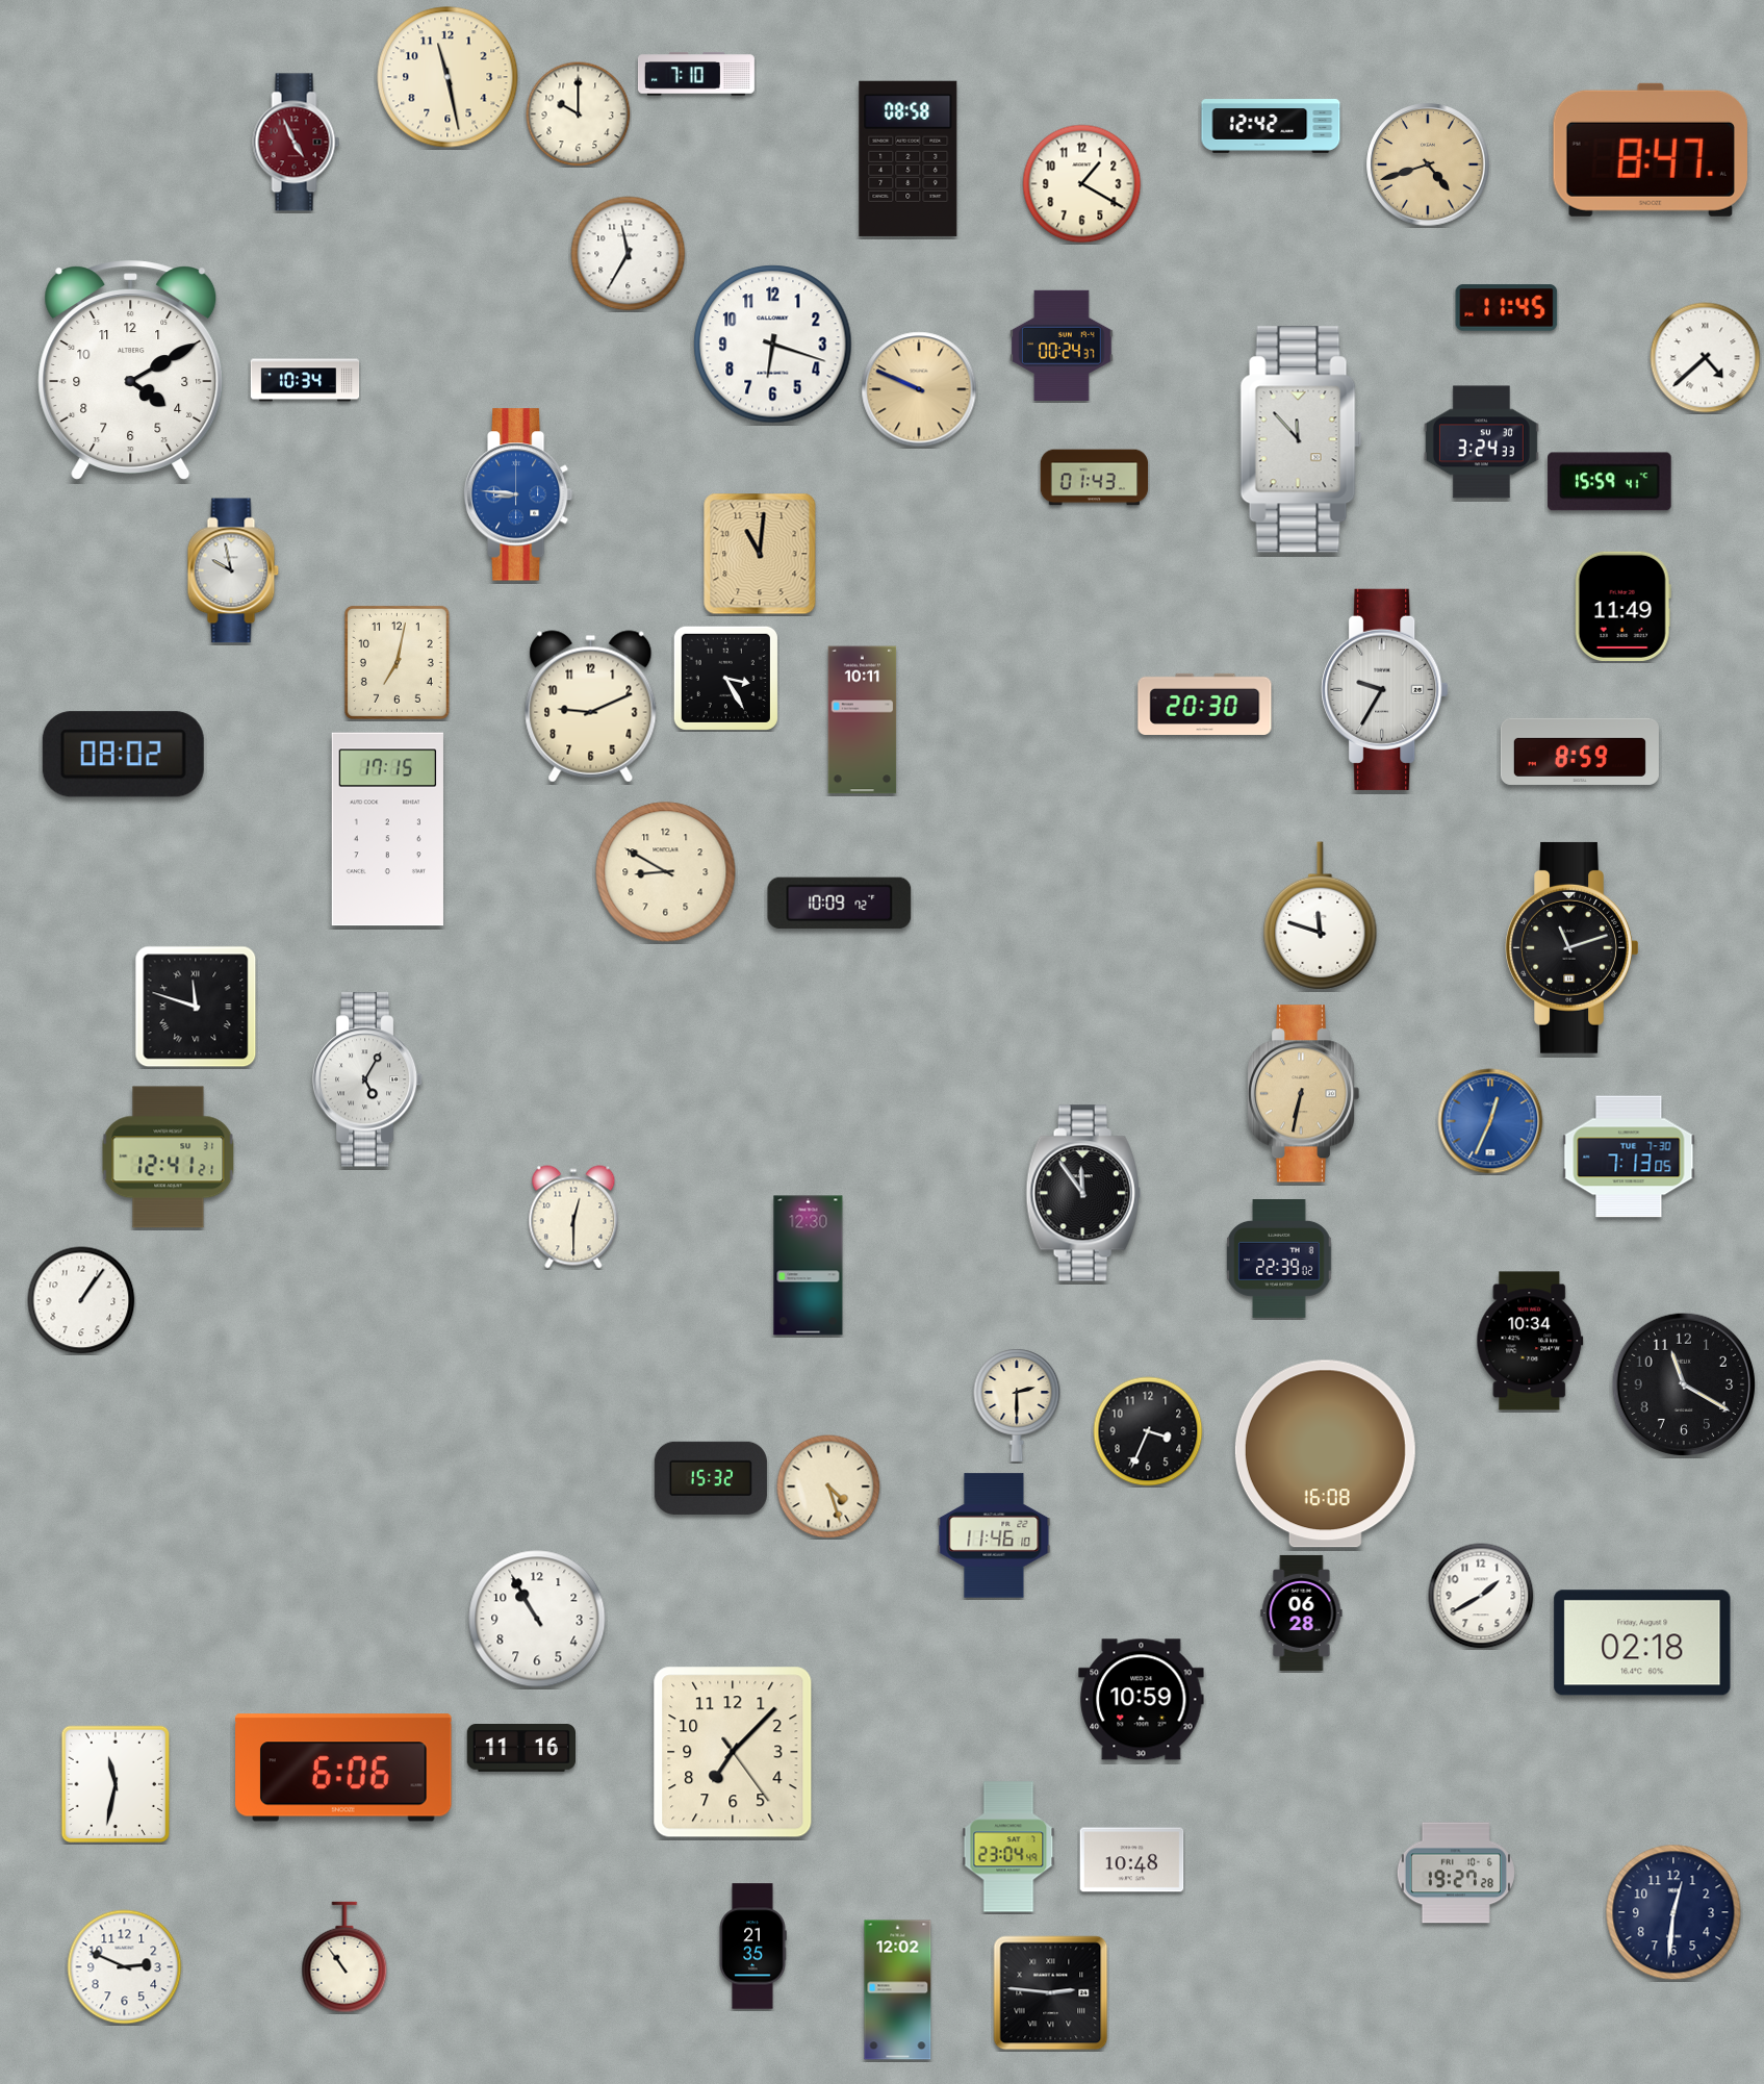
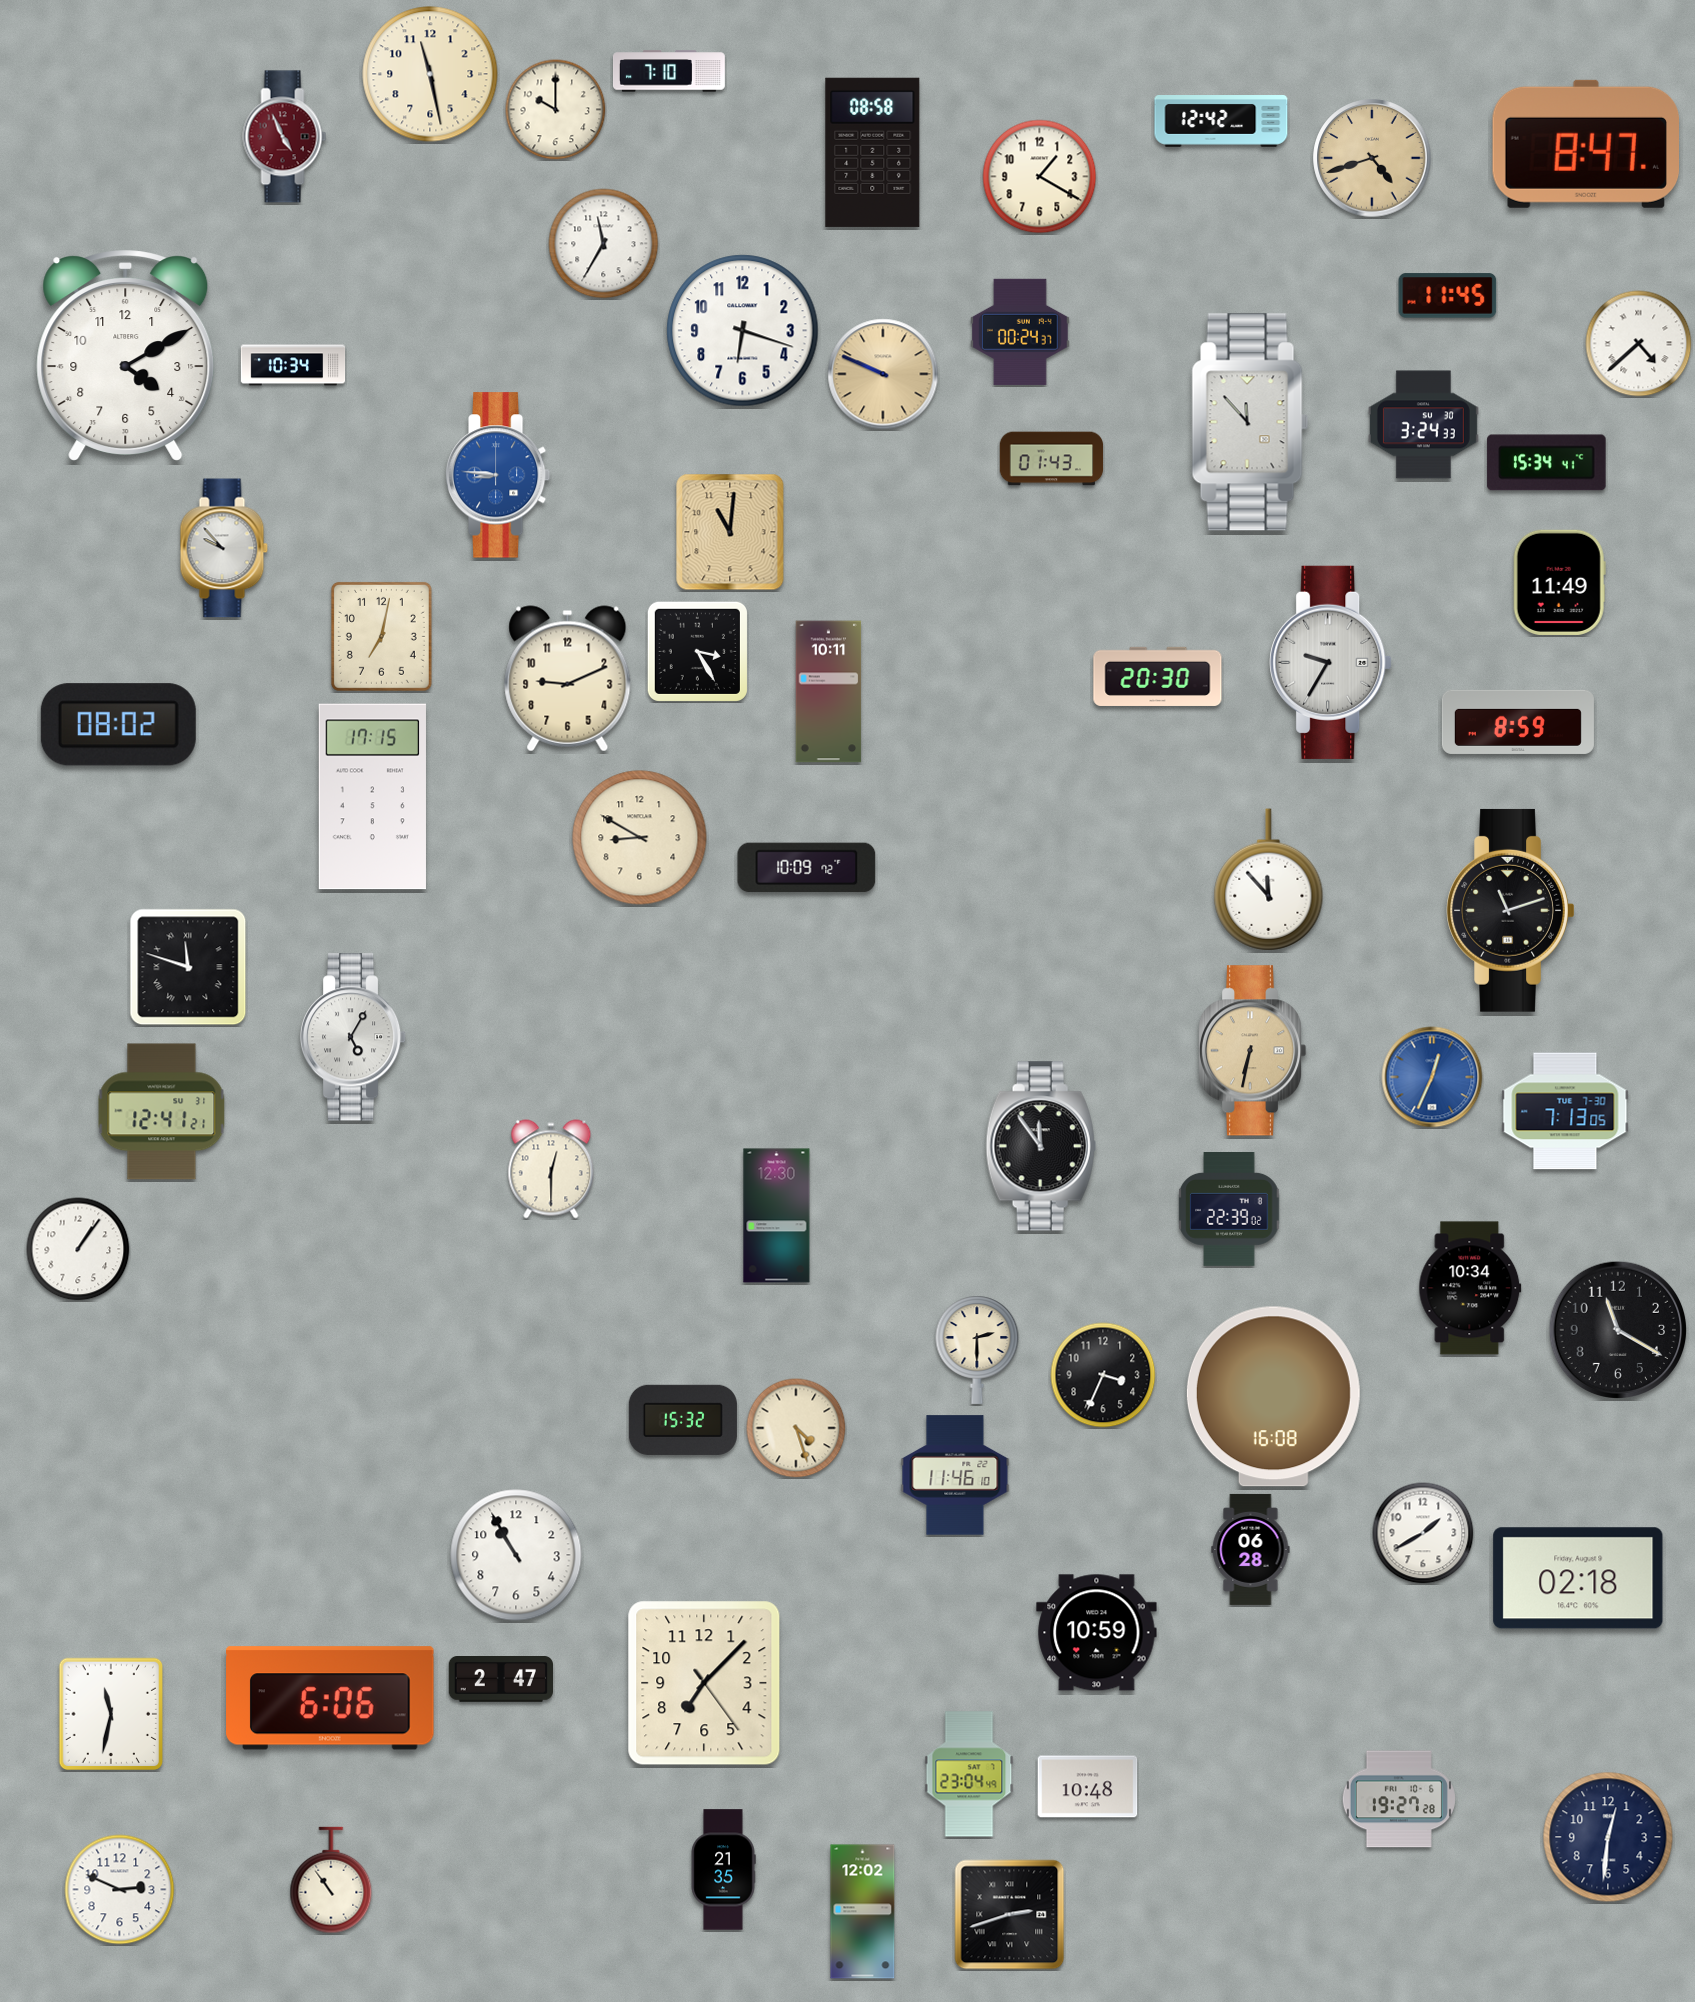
clock at (1610, 482): 15:59 -> 15:34
clock at (233, 570): 9:58 -> 9:53
clock at (1321, 916): 11:48 -> 11:53
clock at (520, 1749): 11:16 -> 2:47
clock at (1051, 1993): 2:46 -> 2:42
